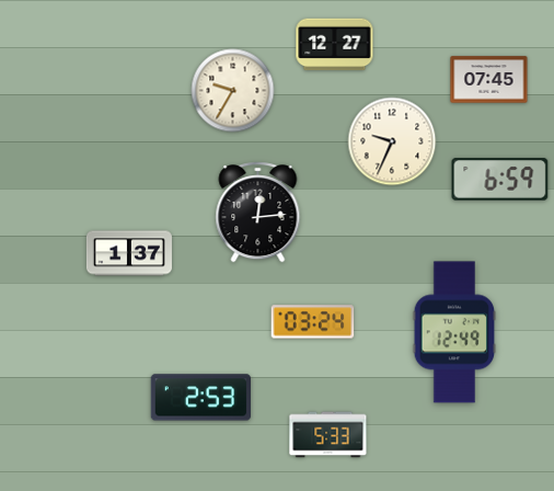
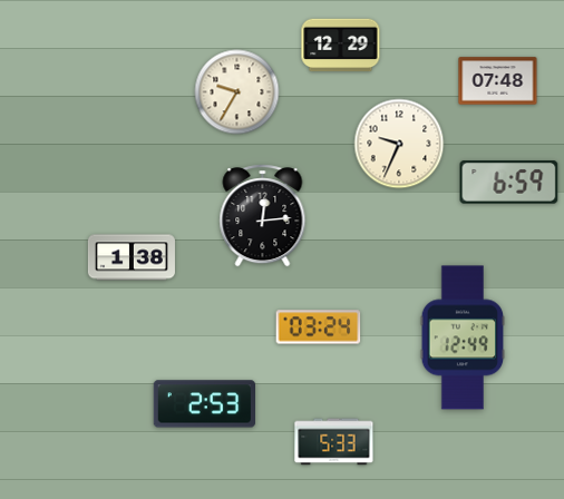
clock at (335, 45): 12:27 -> 12:29
clock at (489, 80): 07:45 -> 07:48
clock at (129, 253): 1:37 -> 1:38
